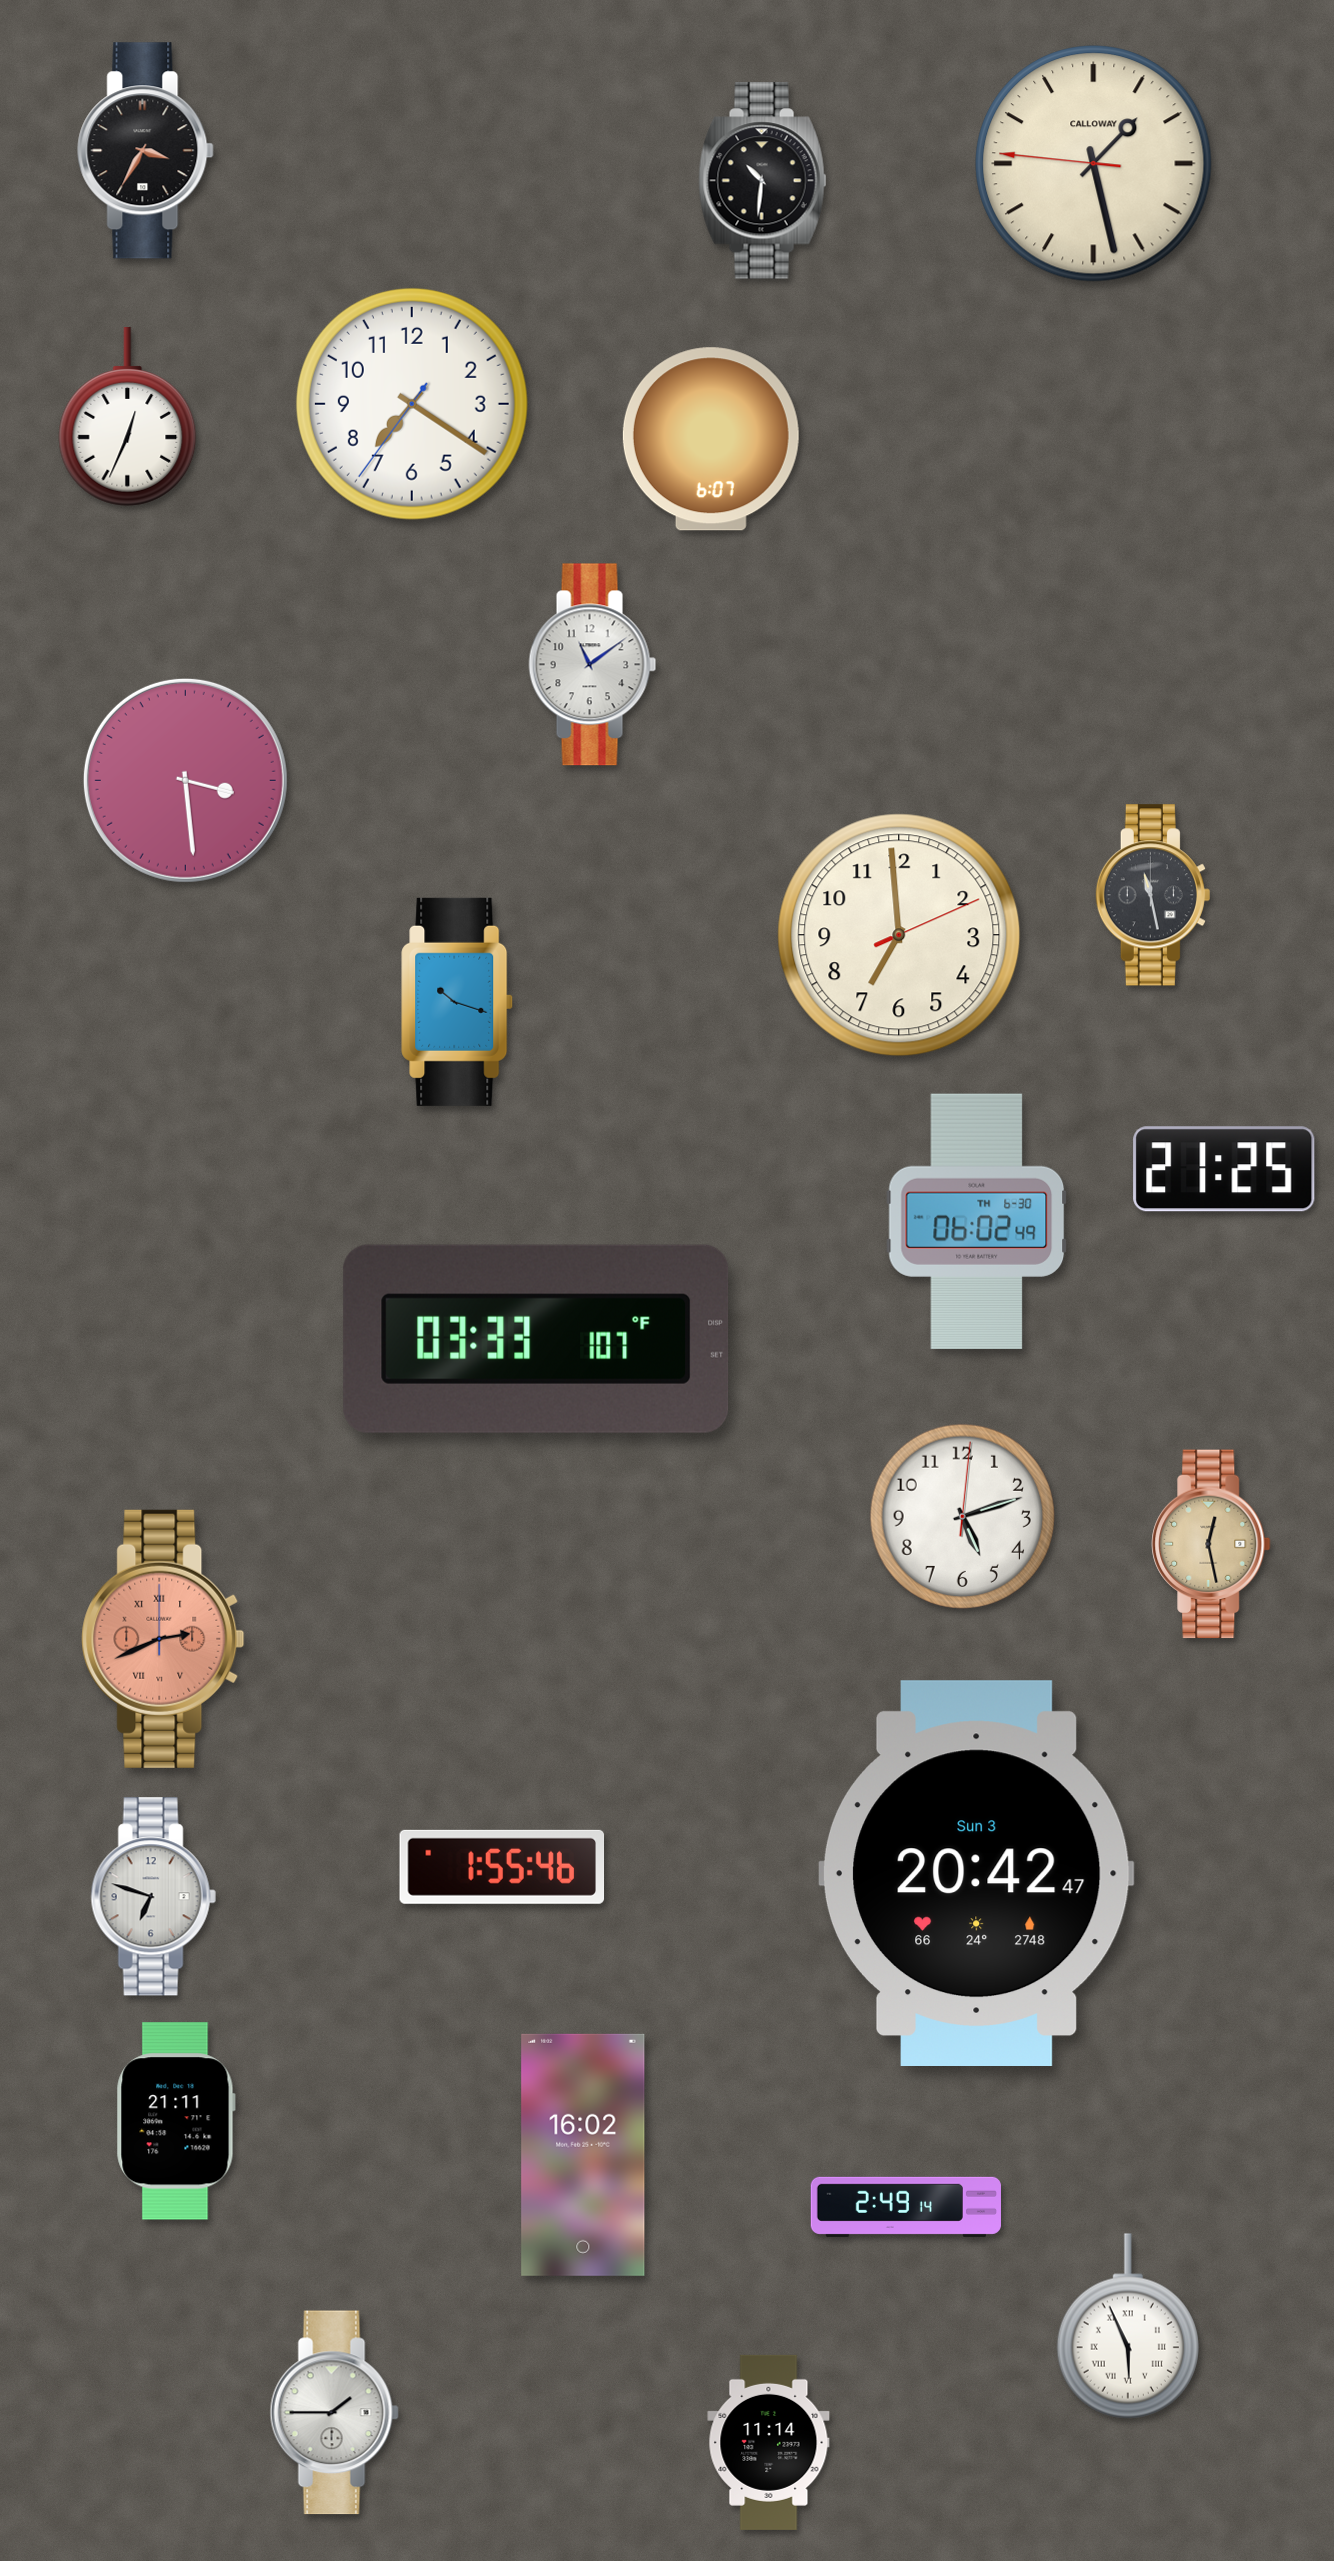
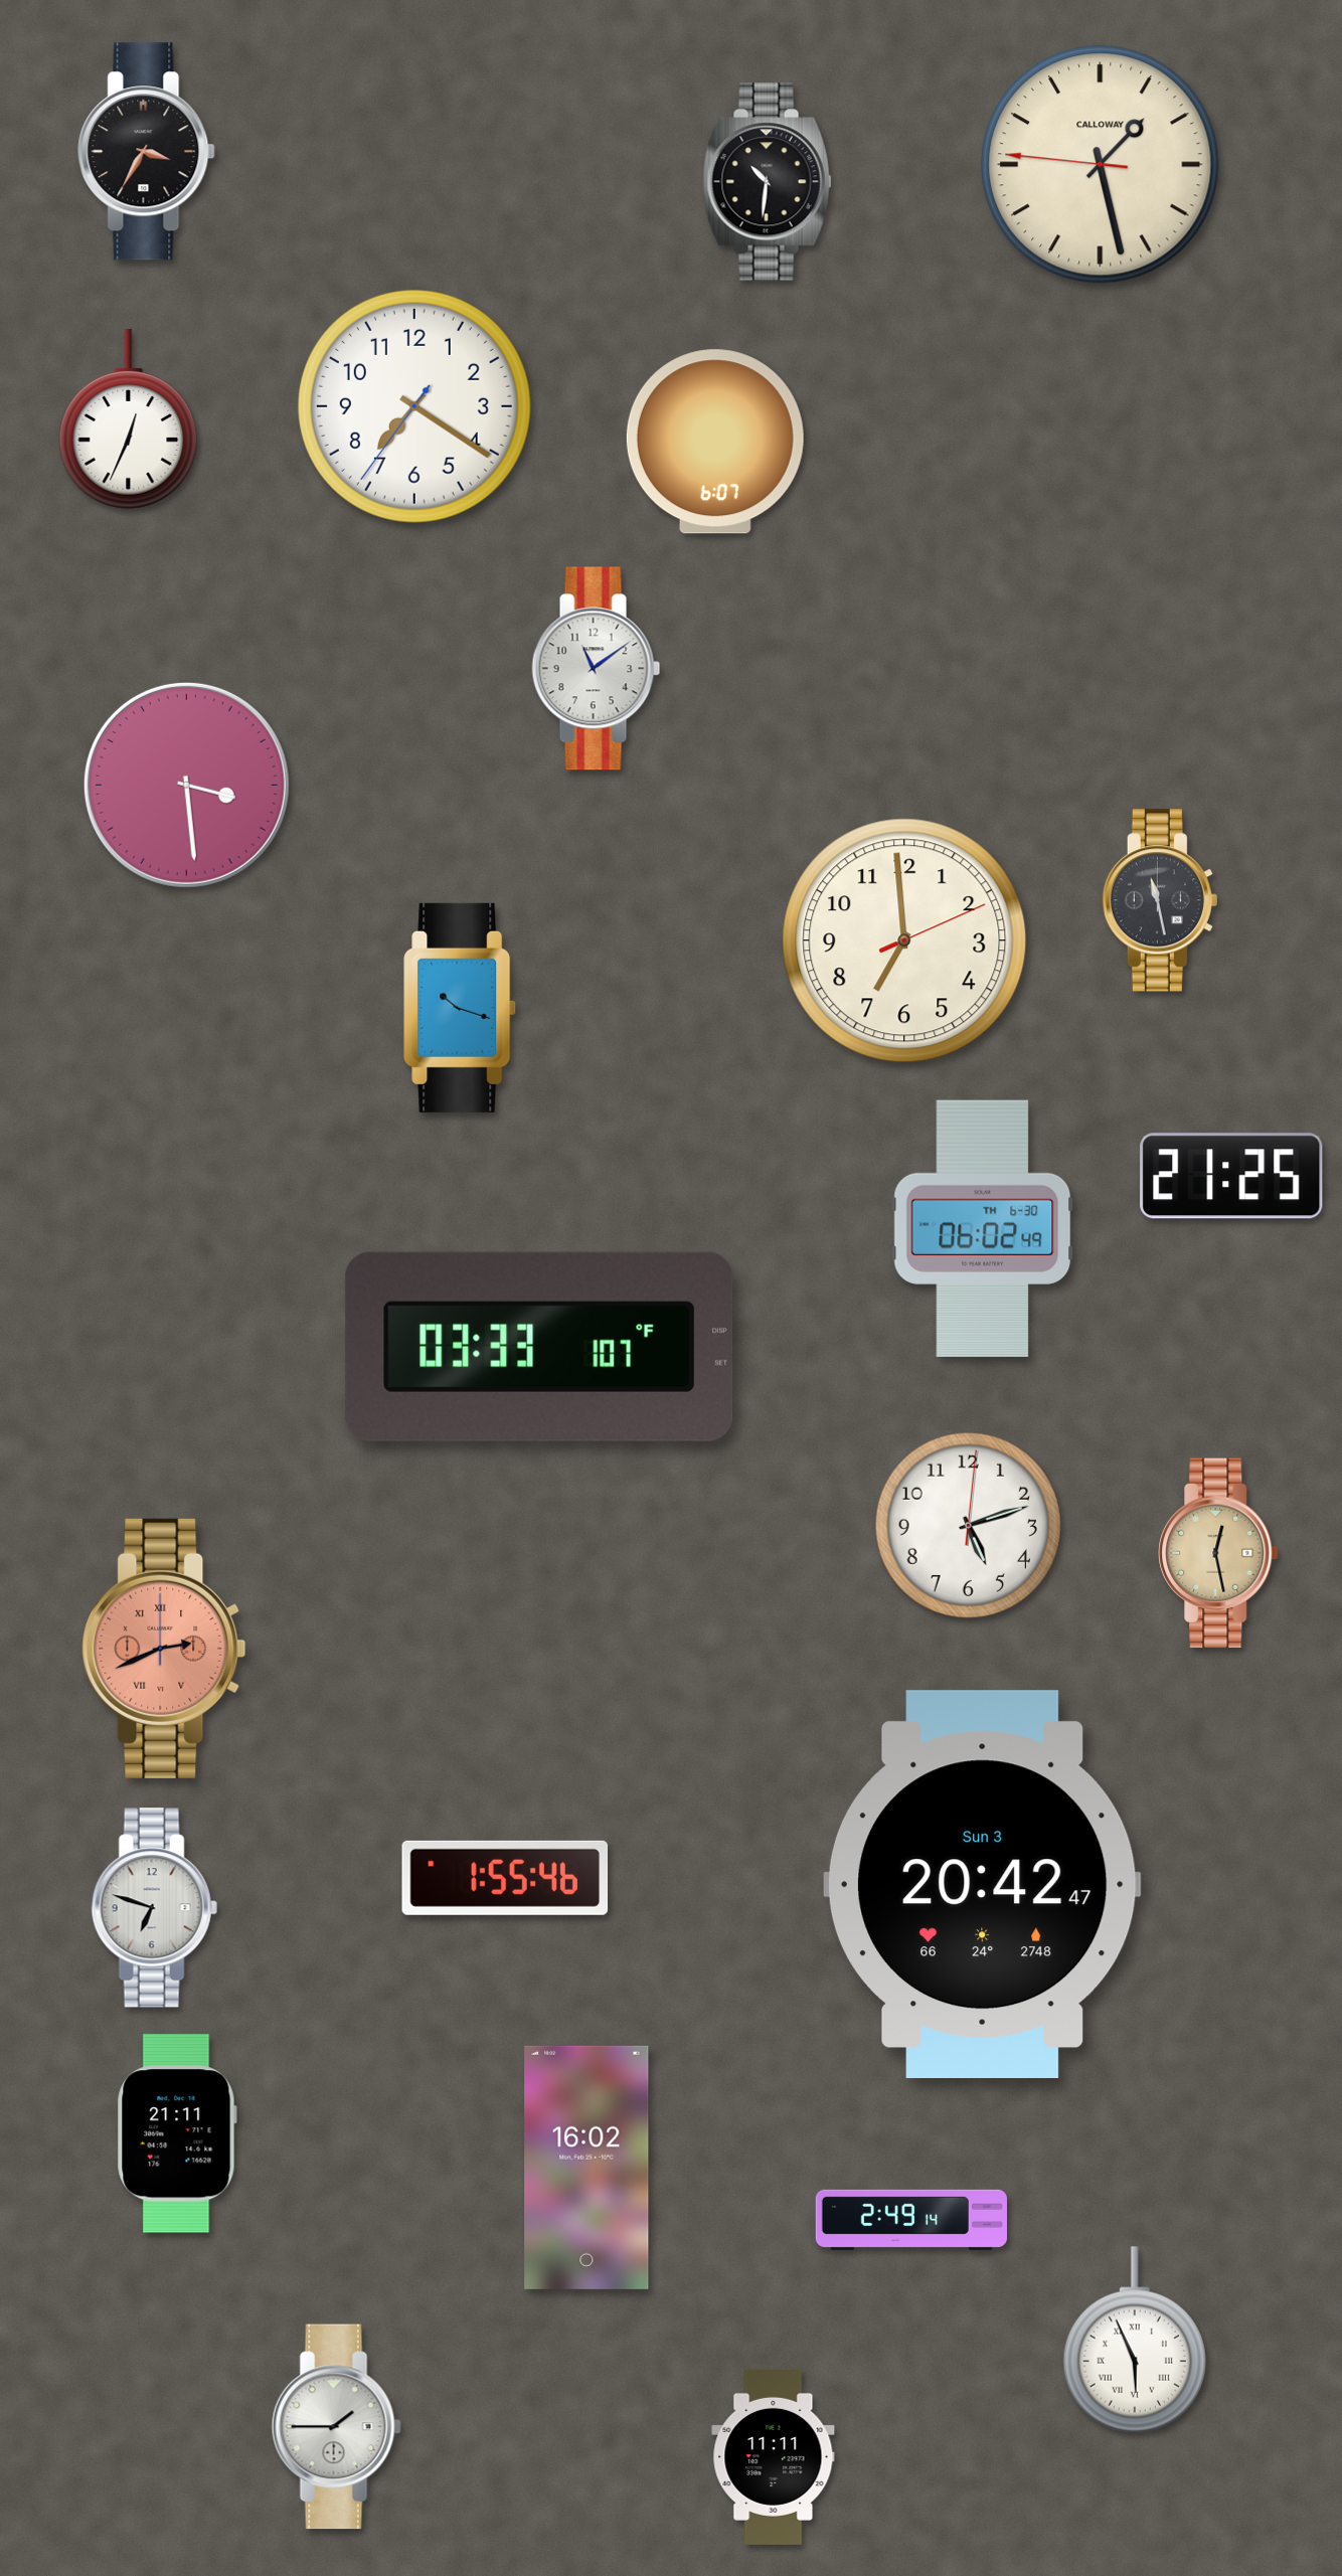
clock at (769, 2442): 11:14 -> 11:11
